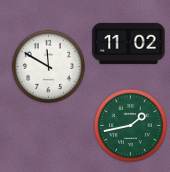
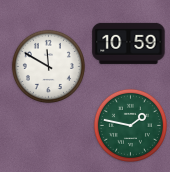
clock at (129, 43): 11:02 -> 10:59
clock at (130, 125): 1:43 -> 1:47
